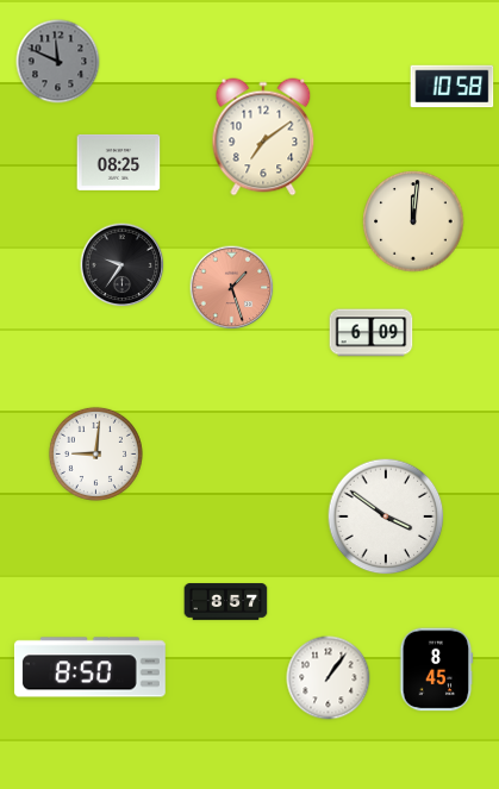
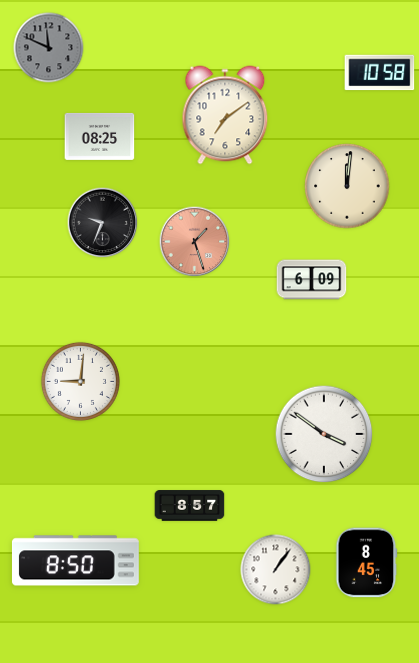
clock at (58, 62) position: (58, 62) -> (49, 48)
clock at (263, 137) position: (263, 137) -> (225, 115)
clock at (123, 265): 9:36 -> 9:34
